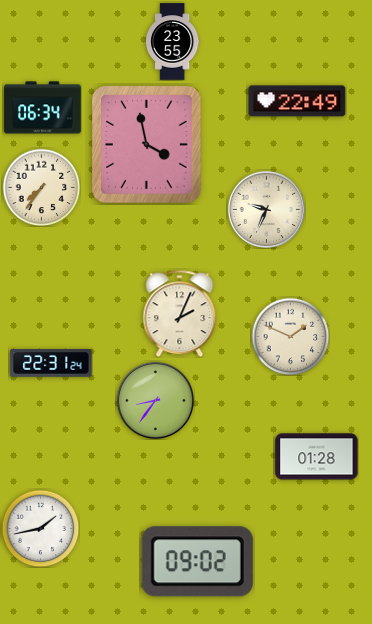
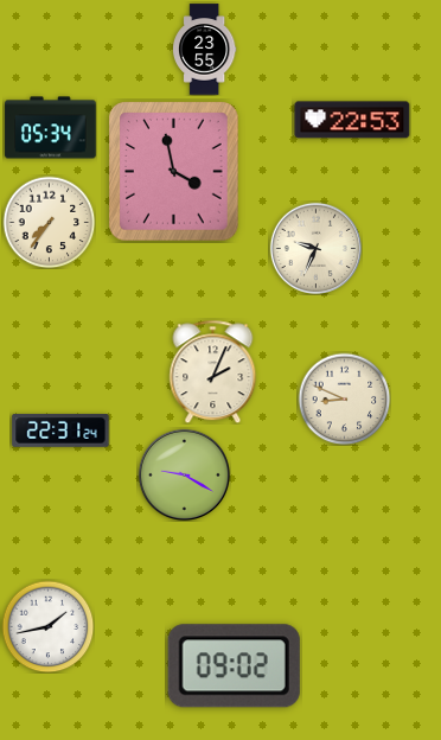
clock at (297, 101): 22:49 -> 22:53
clock at (43, 108): 06:34 -> 05:34
clock at (290, 336): 1:49 -> 8:49
clock at (155, 400): 8:36 -> 9:20
clock at (317, 457): 01:28 -> none
